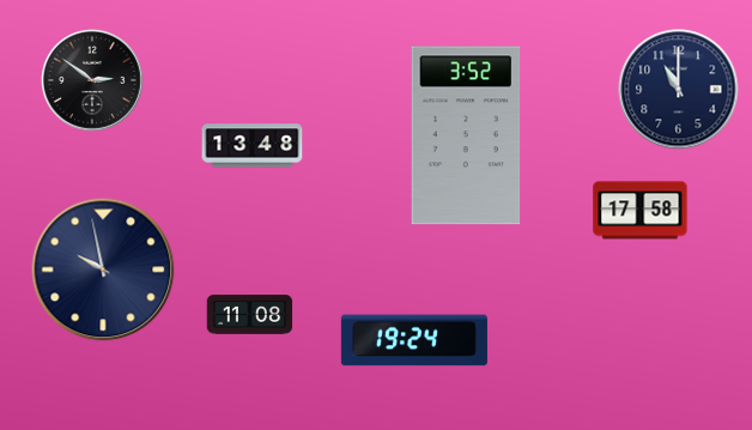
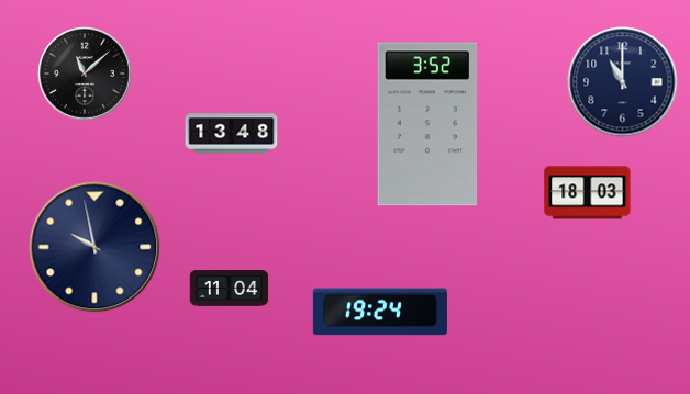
clock at (93, 81): 2:51 -> 11:08
clock at (641, 211): 17:58 -> 18:03
clock at (250, 315): 11:08 -> 11:04
